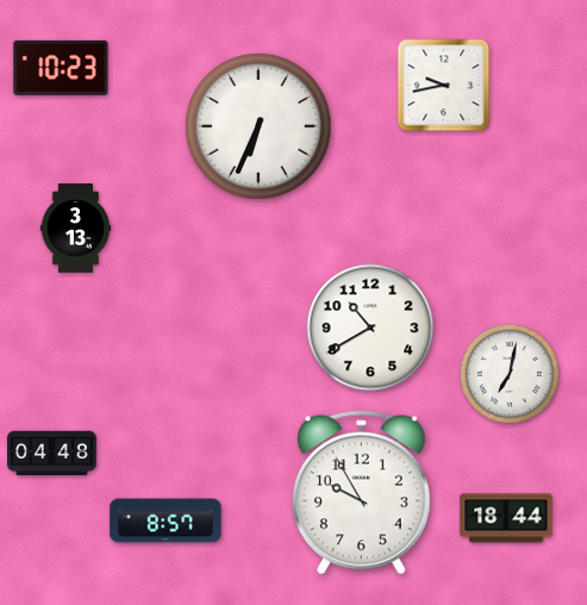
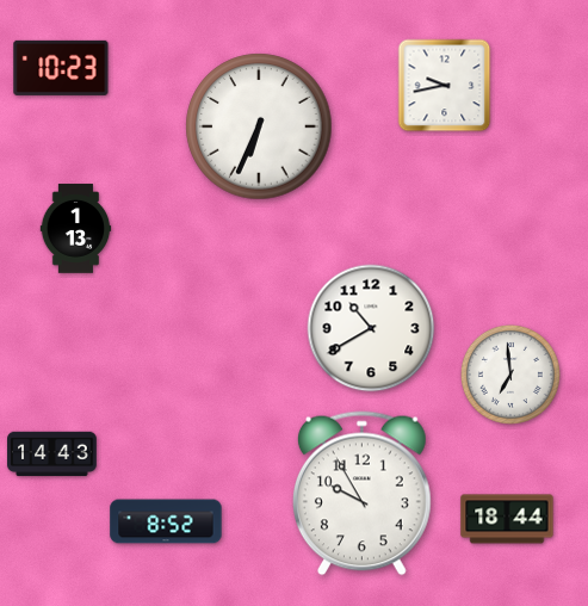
clock at (76, 229): 3:13 -> 1:13
clock at (510, 374): 7:02 -> 6:59
clock at (52, 454): 04:48 -> 14:43
clock at (166, 520): 8:57 -> 8:52
